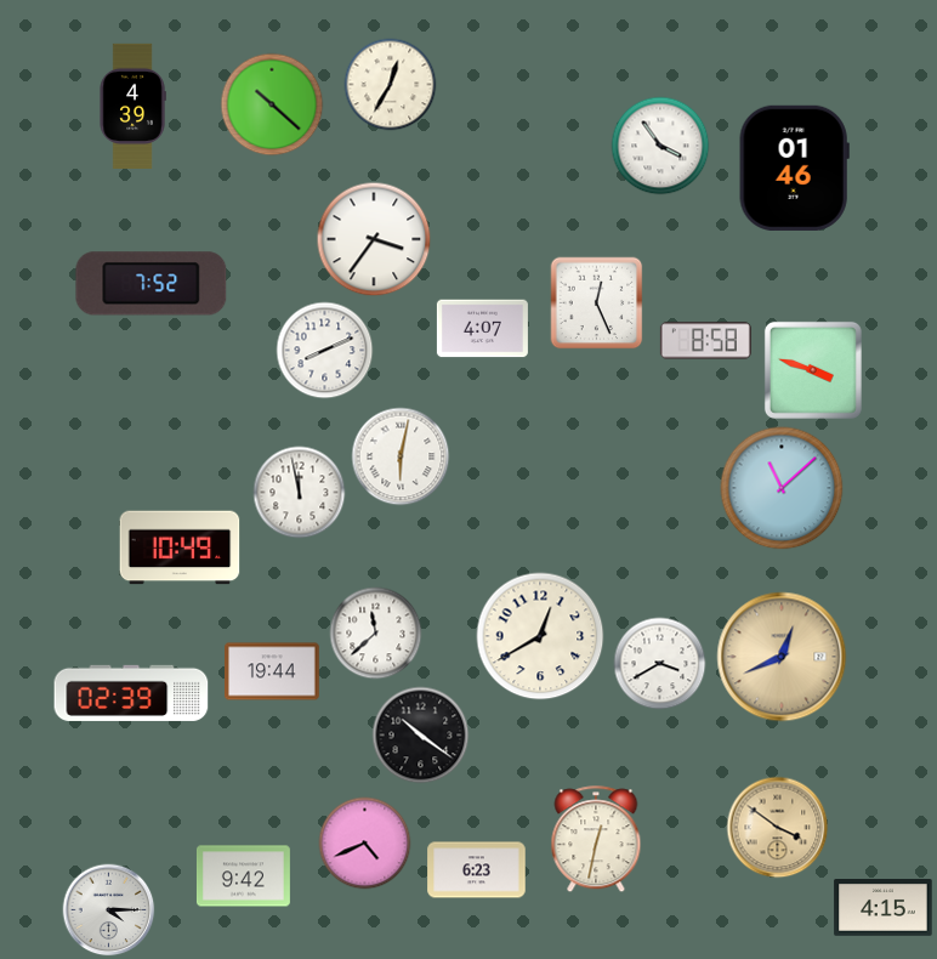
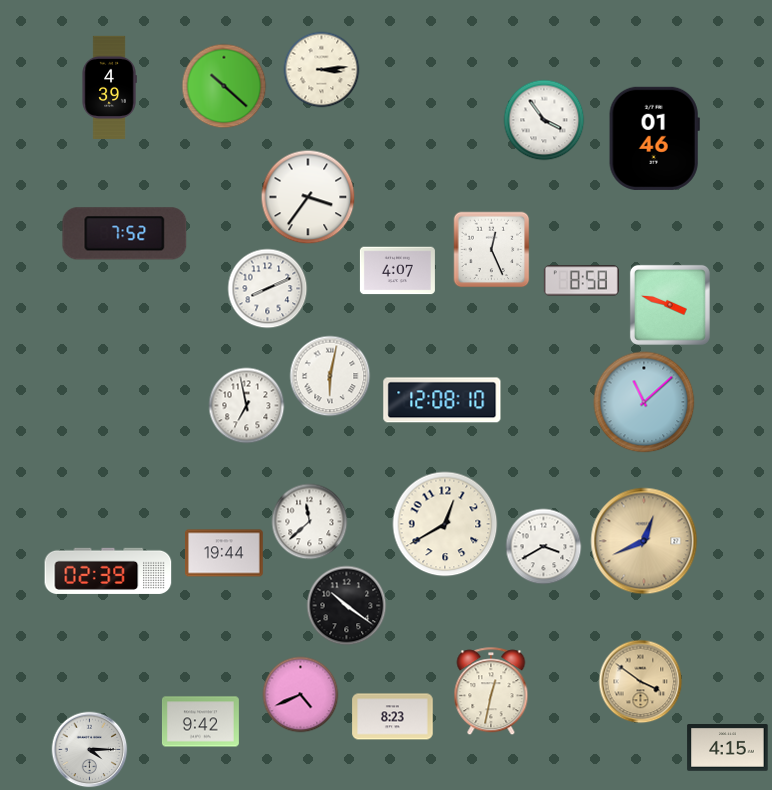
clock at (391, 85): 12:35 -> 3:14
clock at (442, 400): none -> 12:08
clock at (300, 493): 11:58 -> 6:58
clock at (180, 547): 10:49 -> none
clock at (477, 870): 6:23 -> 8:23
